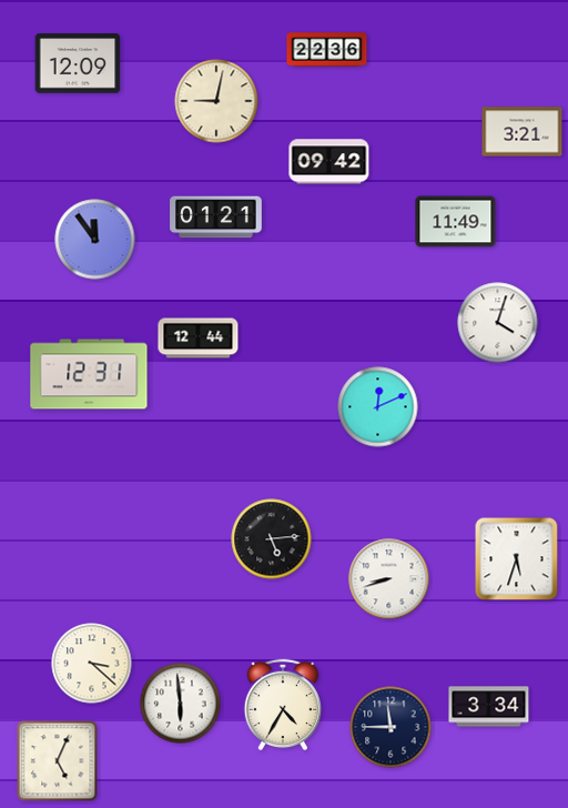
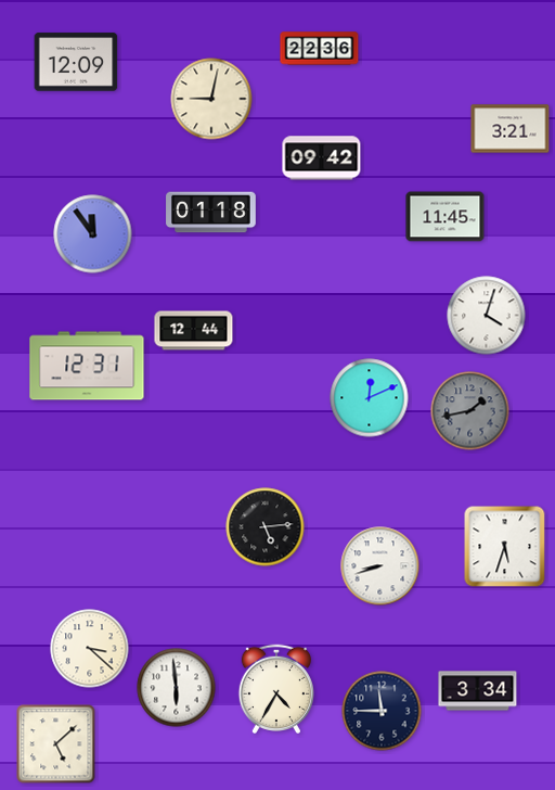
clock at (216, 218): 01:21 -> 01:18
clock at (456, 222): 11:49 -> 11:45
clock at (470, 411): none -> 1:43
clock at (58, 761): 5:04 -> 5:08
